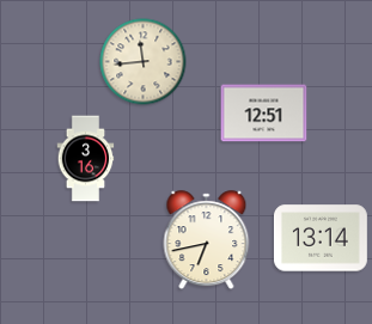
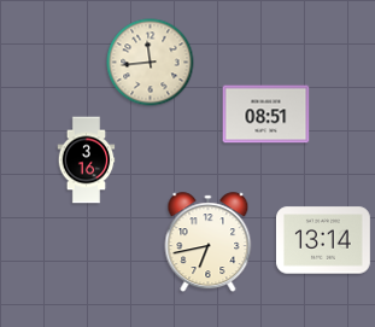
clock at (144, 62) position: (144, 62) -> (151, 63)
clock at (264, 114): 12:51 -> 08:51
